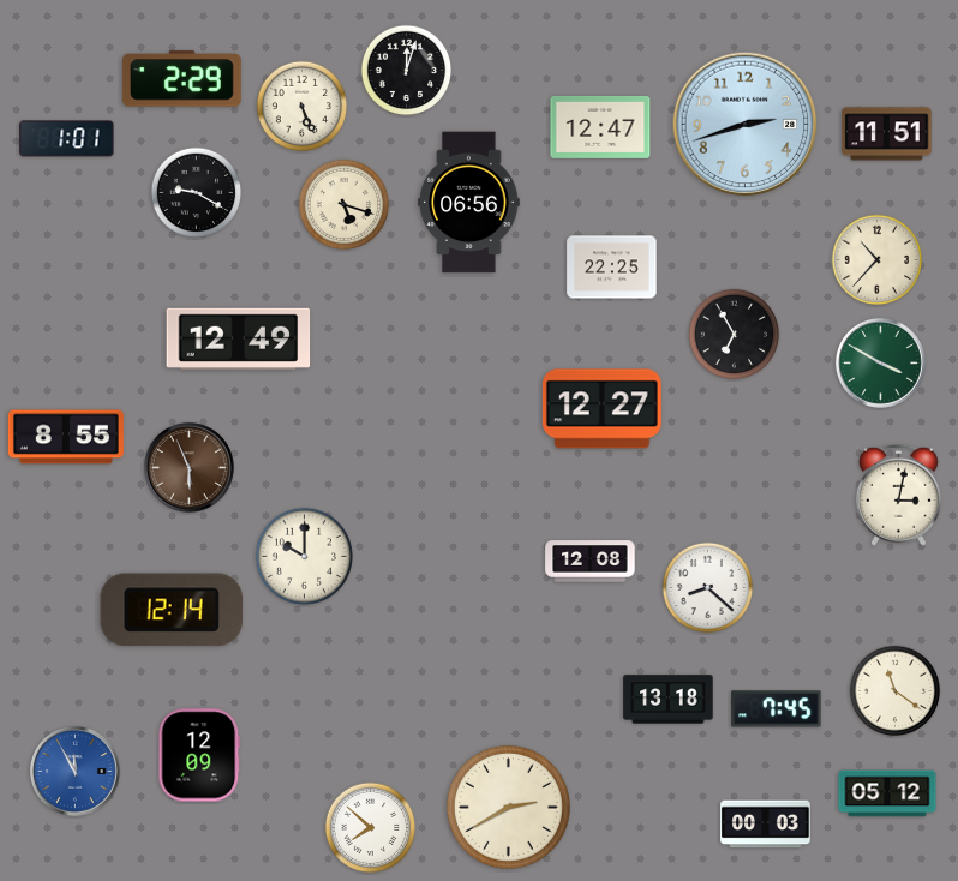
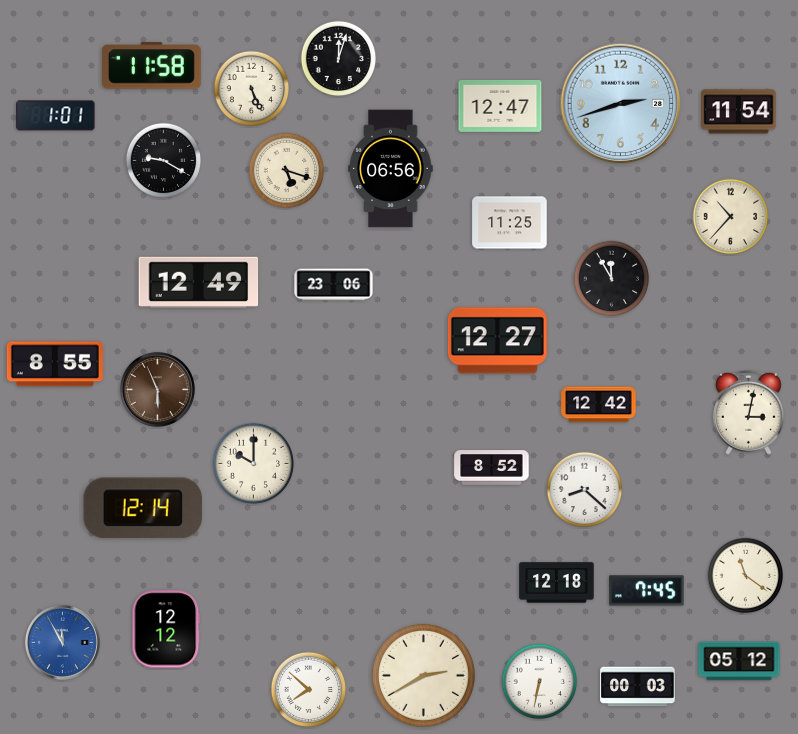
clock at (181, 79): 2:29 -> 11:58
clock at (887, 134): 11:51 -> 11:54
clock at (612, 268): 22:25 -> 11:25
clock at (735, 335): 6:55 -> 11:55
clock at (334, 285): none -> 23:06
clock at (880, 362): 3:50 -> none
clock at (601, 409) position: (601, 409) -> (497, 341)
clock at (599, 405): none -> 12:42
clock at (591, 562): 12:08 -> 8:52
clock at (708, 588) position: (708, 588) -> (585, 490)
clock at (669, 700): 13:18 -> 12:18
clock at (199, 755): 12:09 -> 12:12
clock at (508, 807) position: (508, 807) -> (423, 675)
clock at (540, 682): none -> 6:32
